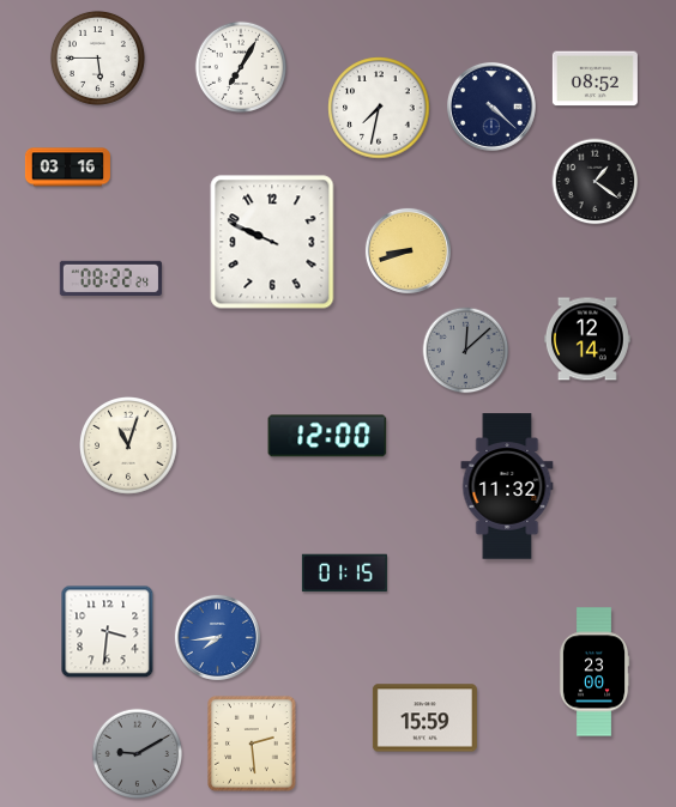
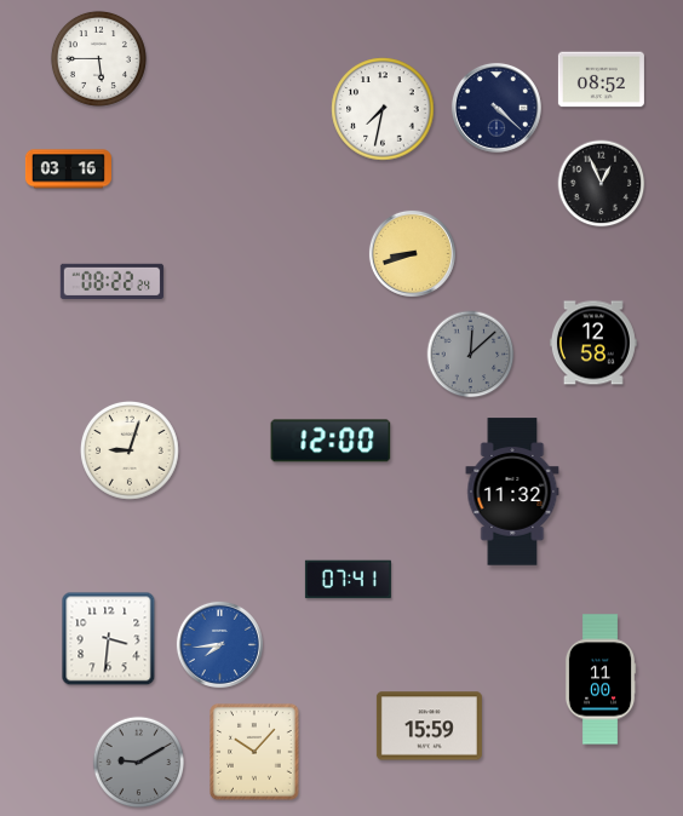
clock at (240, 66): 7:05 -> none
clock at (596, 182): 1:21 -> 12:56
clock at (272, 242): 9:49 -> none
clock at (587, 339): 12:14 -> 12:58
clock at (129, 447): 11:03 -> 9:03
clock at (344, 574): 01:15 -> 07:41
clock at (594, 672): 23:00 -> 11:00
clock at (253, 744): 2:29 -> 10:07
